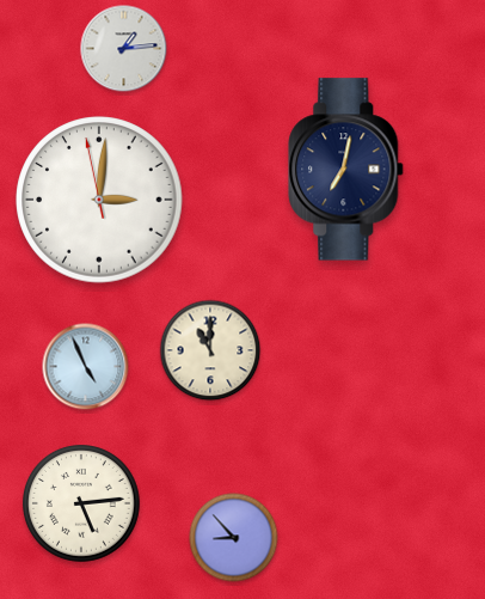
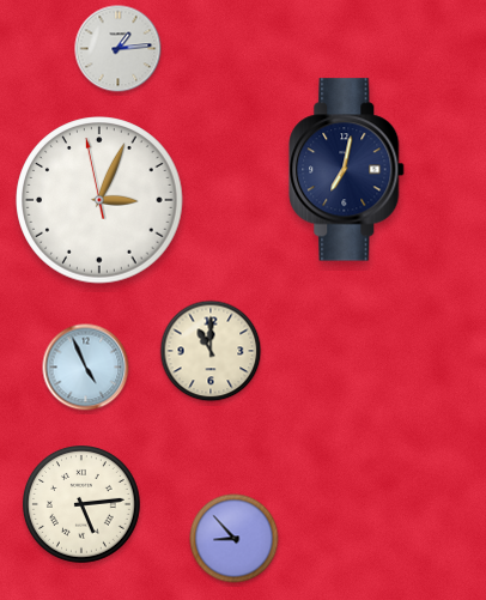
clock at (124, 49) position: (124, 49) -> (119, 49)
clock at (99, 200): 3:00 -> 3:03
